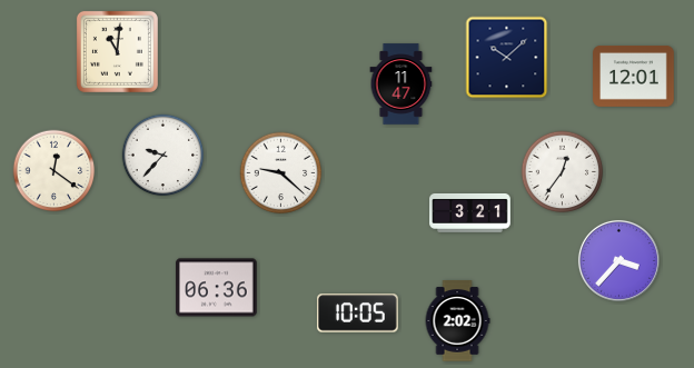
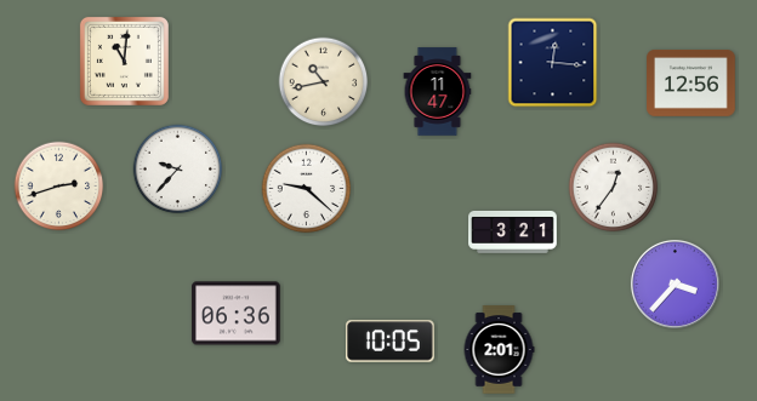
clock at (117, 51) position: (117, 51) -> (124, 61)
clock at (507, 58): 10:08 -> 12:16
clock at (324, 82): none -> 10:43
clock at (634, 77): 12:01 -> 12:56
clock at (54, 171): 12:21 -> 2:42
clock at (457, 321): 2:02 -> 2:01
